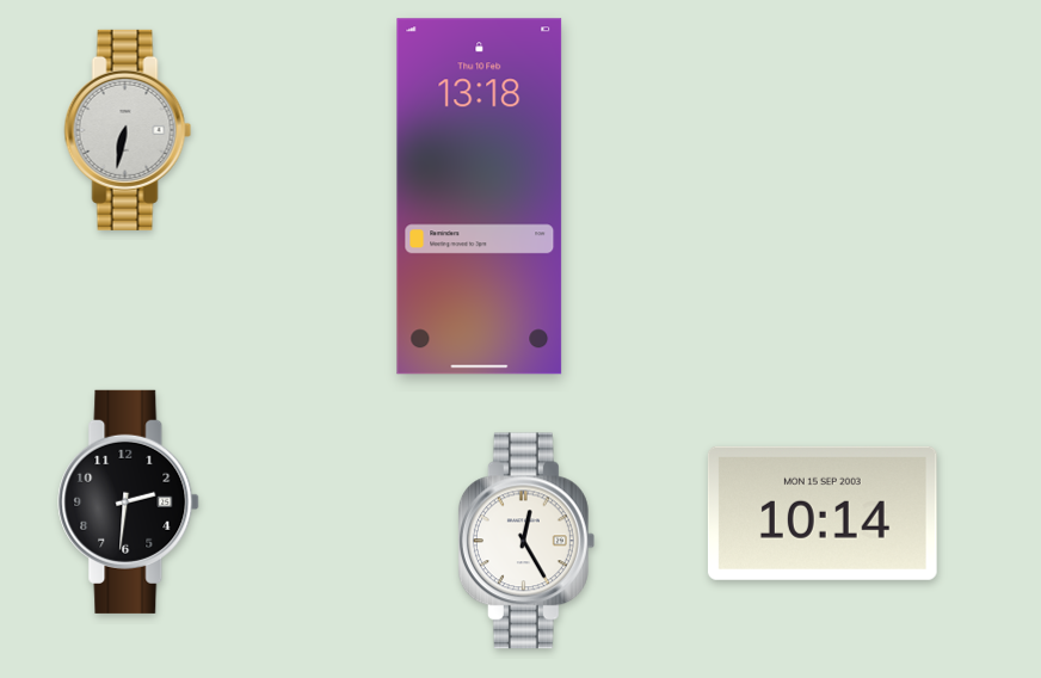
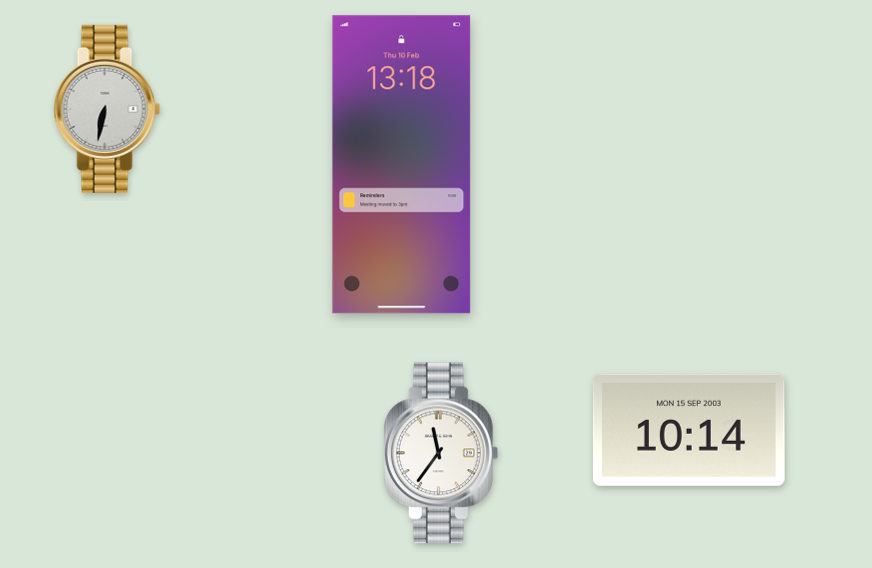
clock at (129, 501): 2:31 -> none
clock at (526, 541): 12:25 -> 11:36
